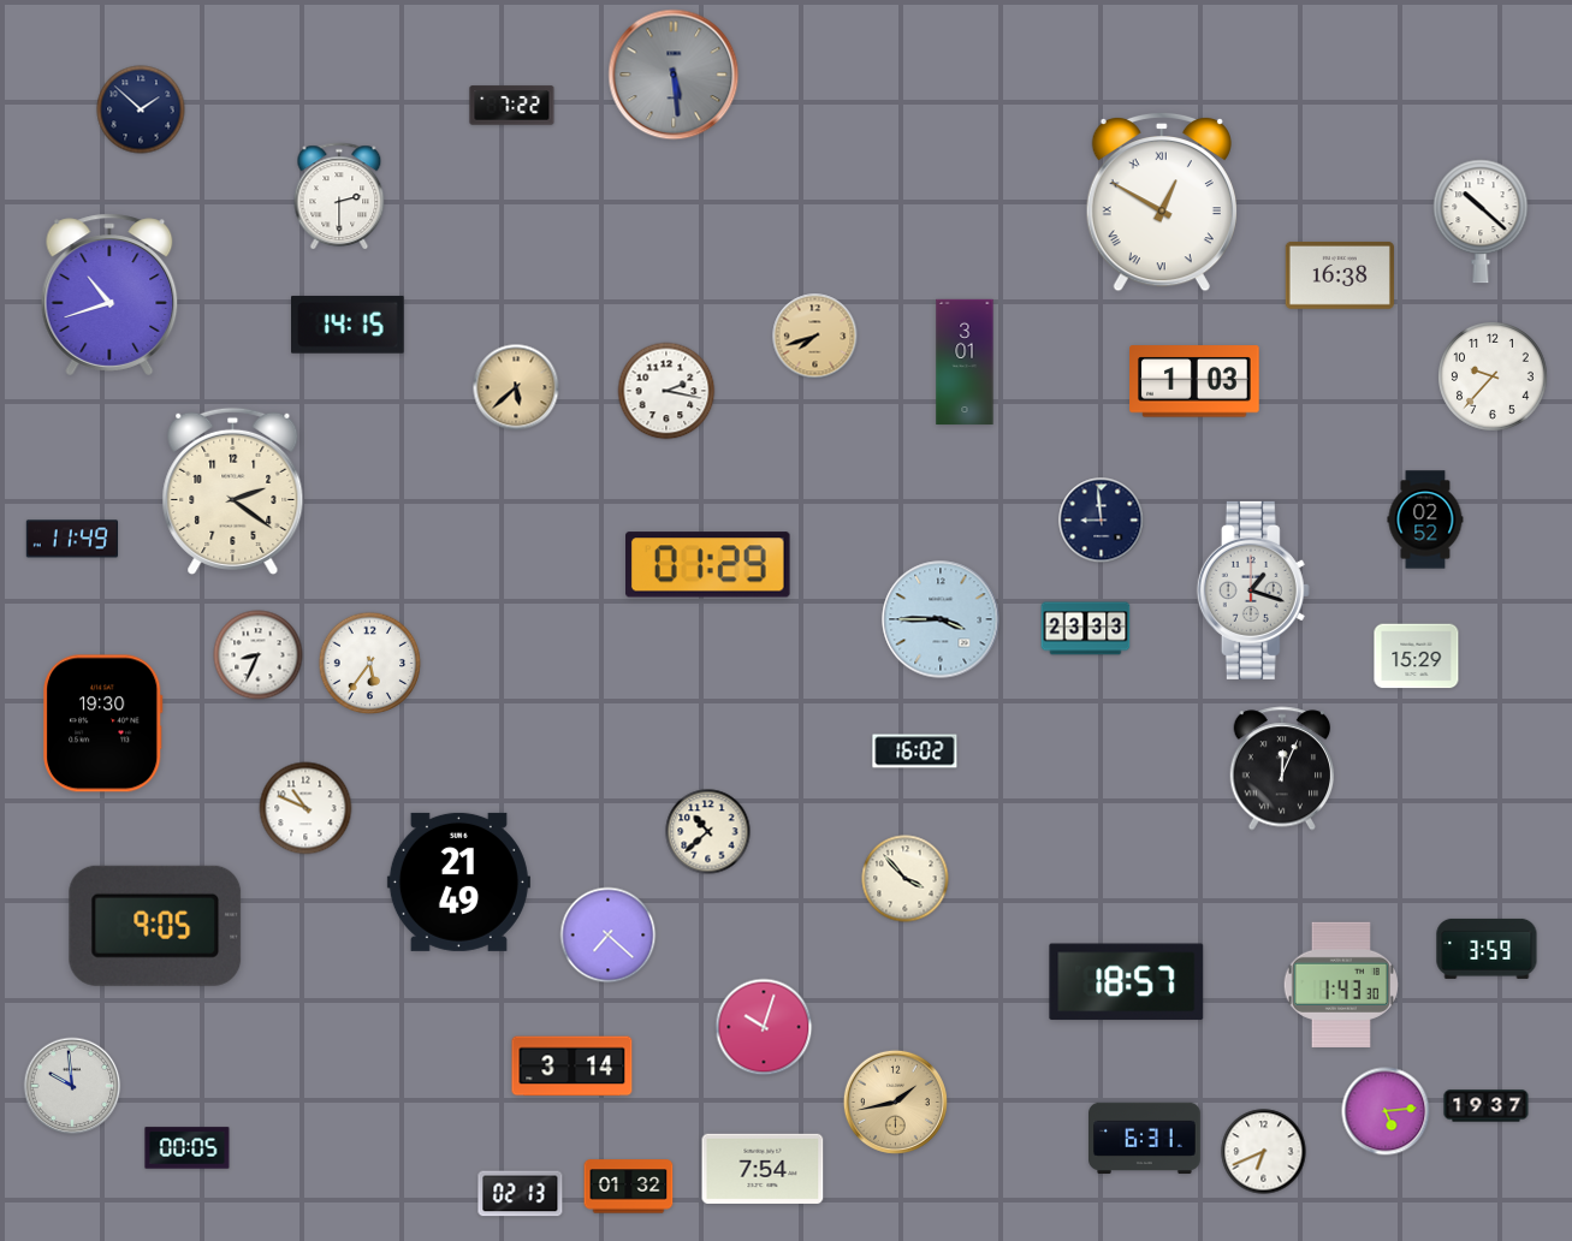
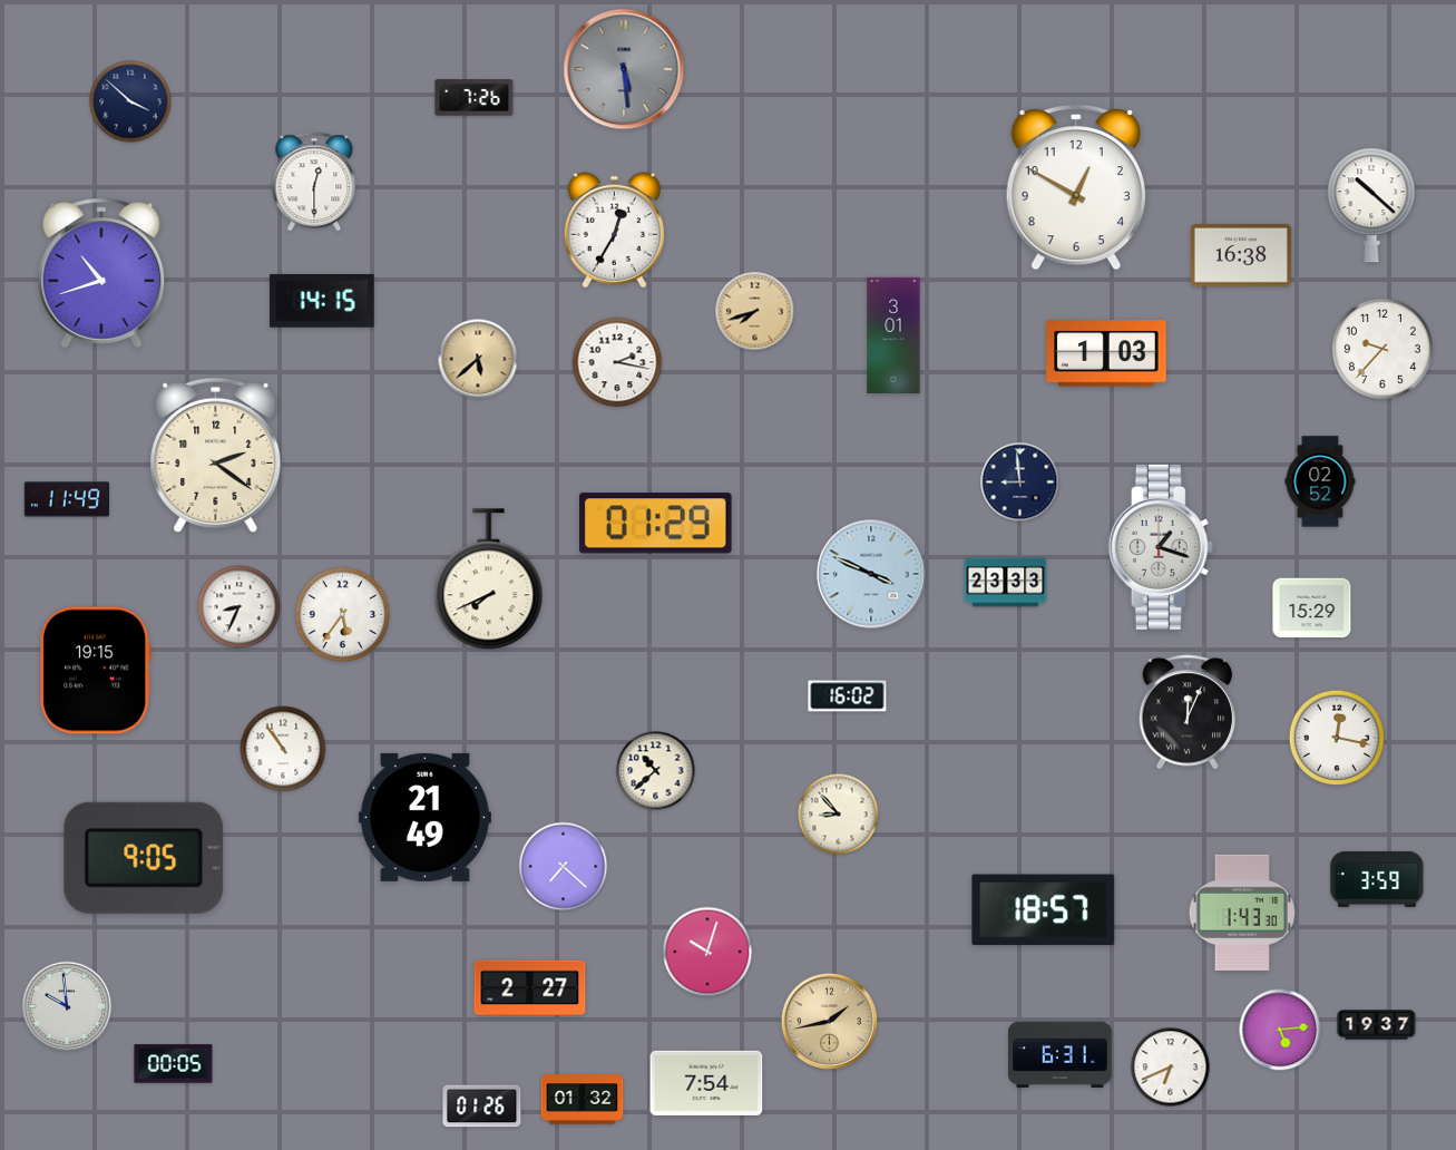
clock at (512, 106): 7:22 -> 7:26
clock at (141, 109): 1:52 -> 3:52
clock at (339, 197): 2:30 -> 12:30
clock at (1162, 202) numerals: Roman -> Arabic
clock at (614, 231): none -> 12:35
clock at (941, 619): 3:45 -> 3:49
clock at (489, 579): none -> 7:41
clock at (103, 724): 19:30 -> 19:15
clock at (1337, 738): none -> 12:17
clock at (305, 808): 10:49 -> 10:54
clock at (906, 879): 3:53 -> 8:53
clock at (573, 1067): 3:14 -> 2:27
clock at (1386, 1111) position: (1386, 1111) -> (1280, 1030)
clock at (521, 1194): 02:13 -> 01:26
